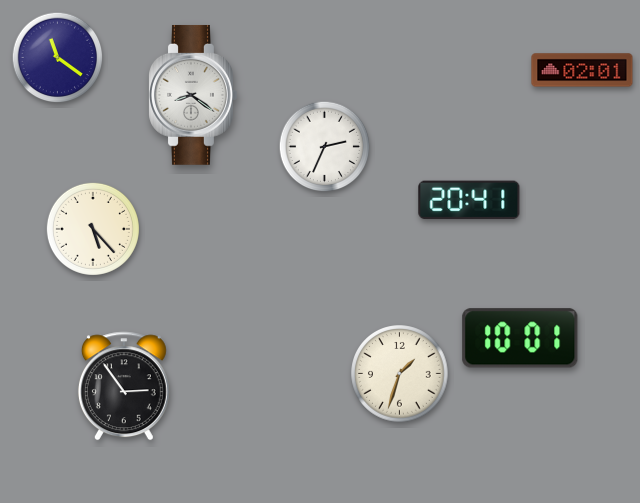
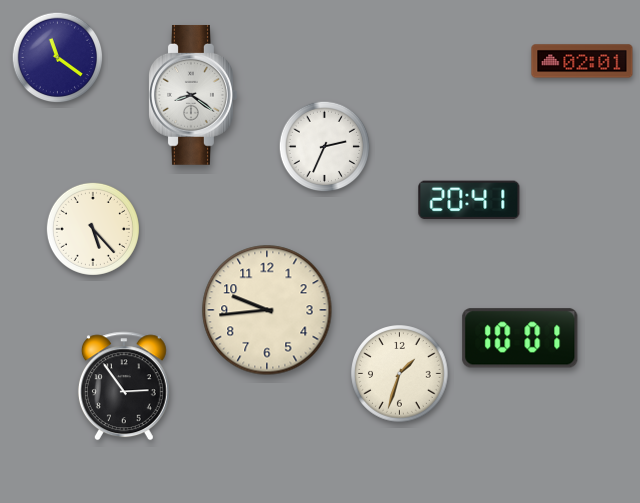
clock at (582, 70) position: (582, 70) -> (582, 61)
clock at (267, 310): none -> 9:44
